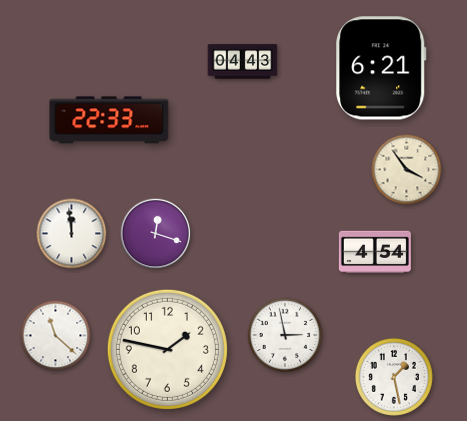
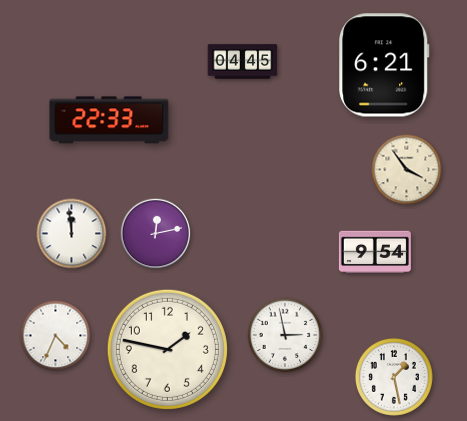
clock at (243, 62): 04:43 -> 04:45
clock at (381, 68) position: (381, 68) -> (384, 65)
clock at (156, 234): 12:18 -> 12:13
clock at (375, 251): 4:54 -> 9:54
clock at (56, 336): 11:22 -> 4:34
